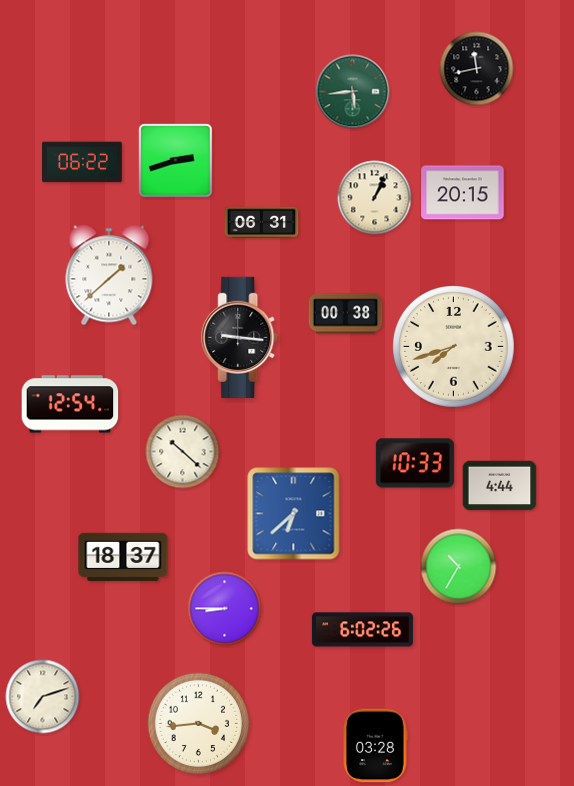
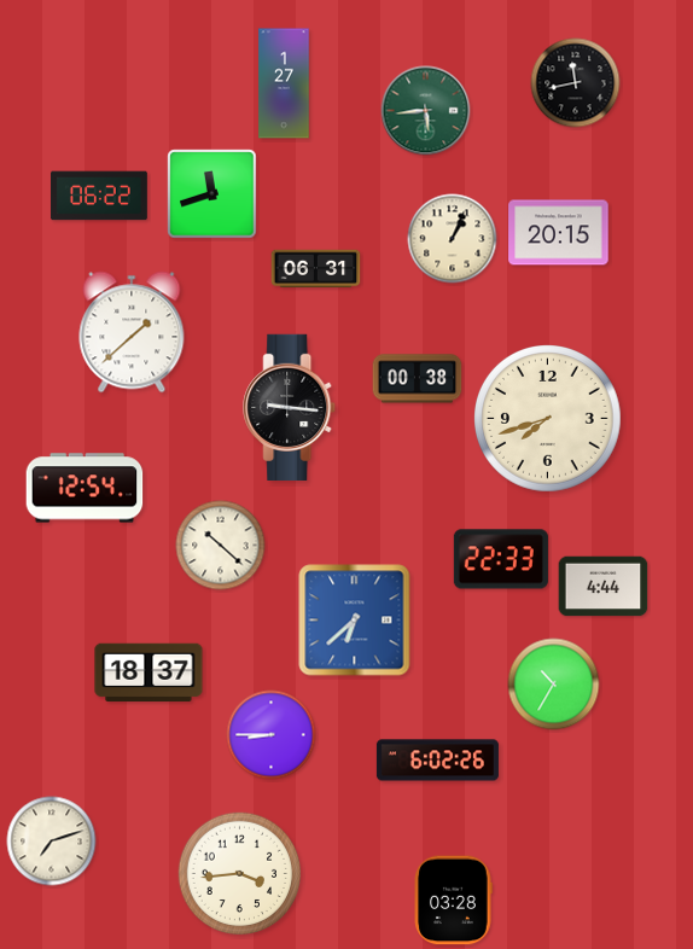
clock at (284, 83): none -> 1:27
clock at (176, 161): 2:42 -> 11:42
clock at (415, 463): 10:33 -> 22:33
